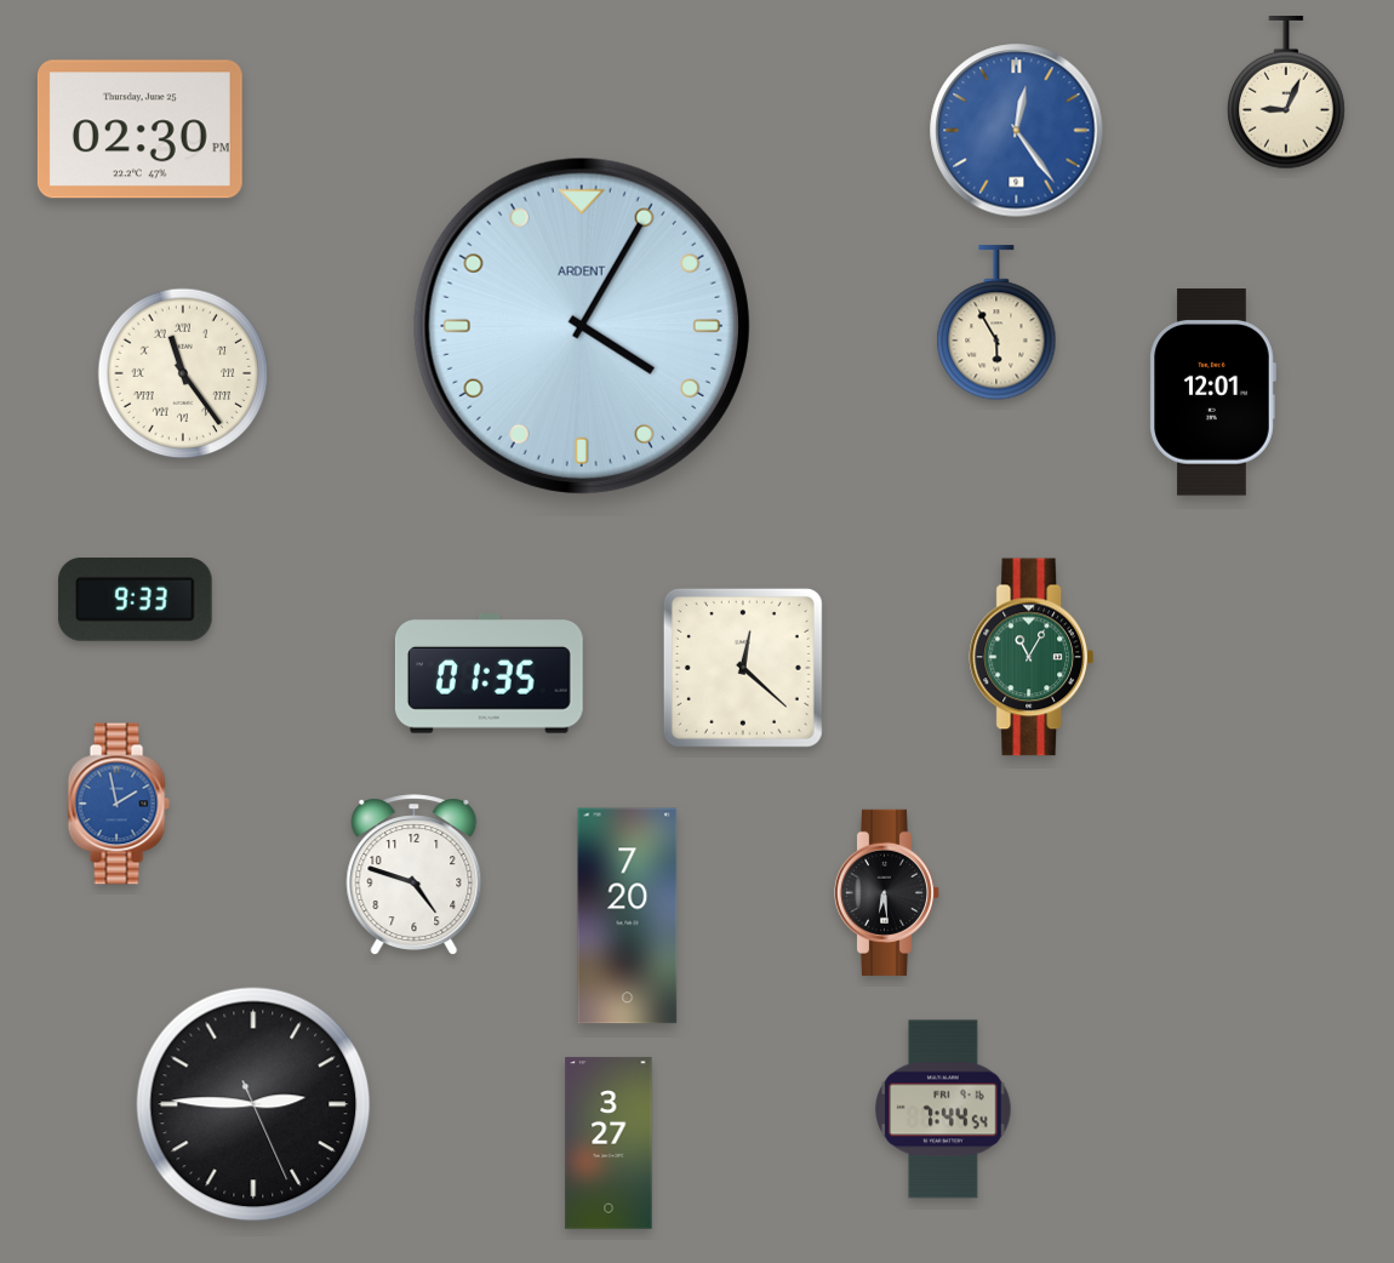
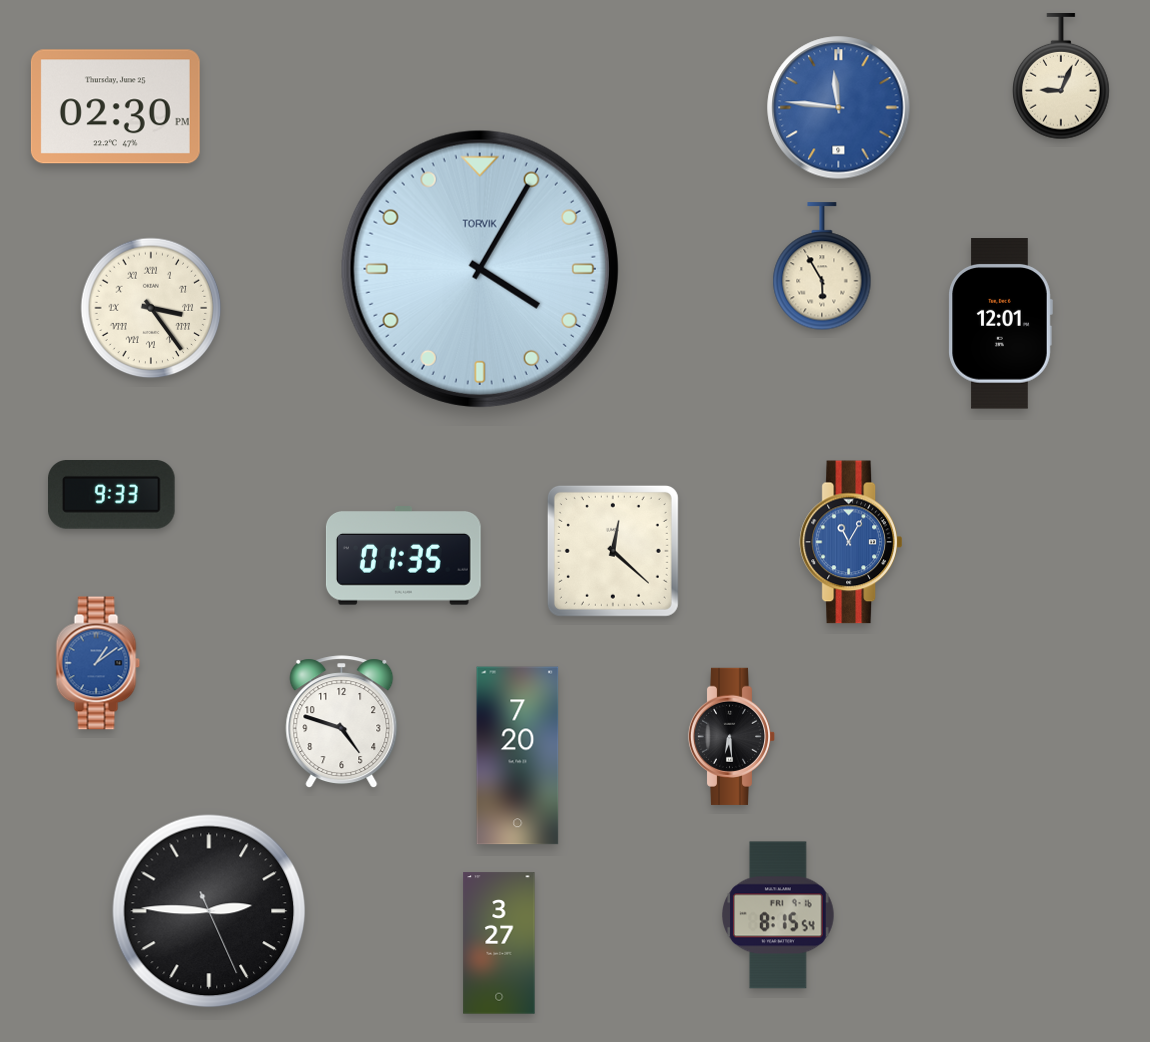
clock at (1017, 131): 12:24 -> 11:46
clock at (582, 326) brand: ARDENT -> TORVIK
clock at (183, 373): 11:24 -> 3:24
clock at (1030, 657) dial: green -> blue
clock at (119, 804): 1:58 -> 1:09
clock at (943, 1109): 7:44 -> 8:15
clock at (609, 1143) position: (609, 1143) -> (499, 943)
